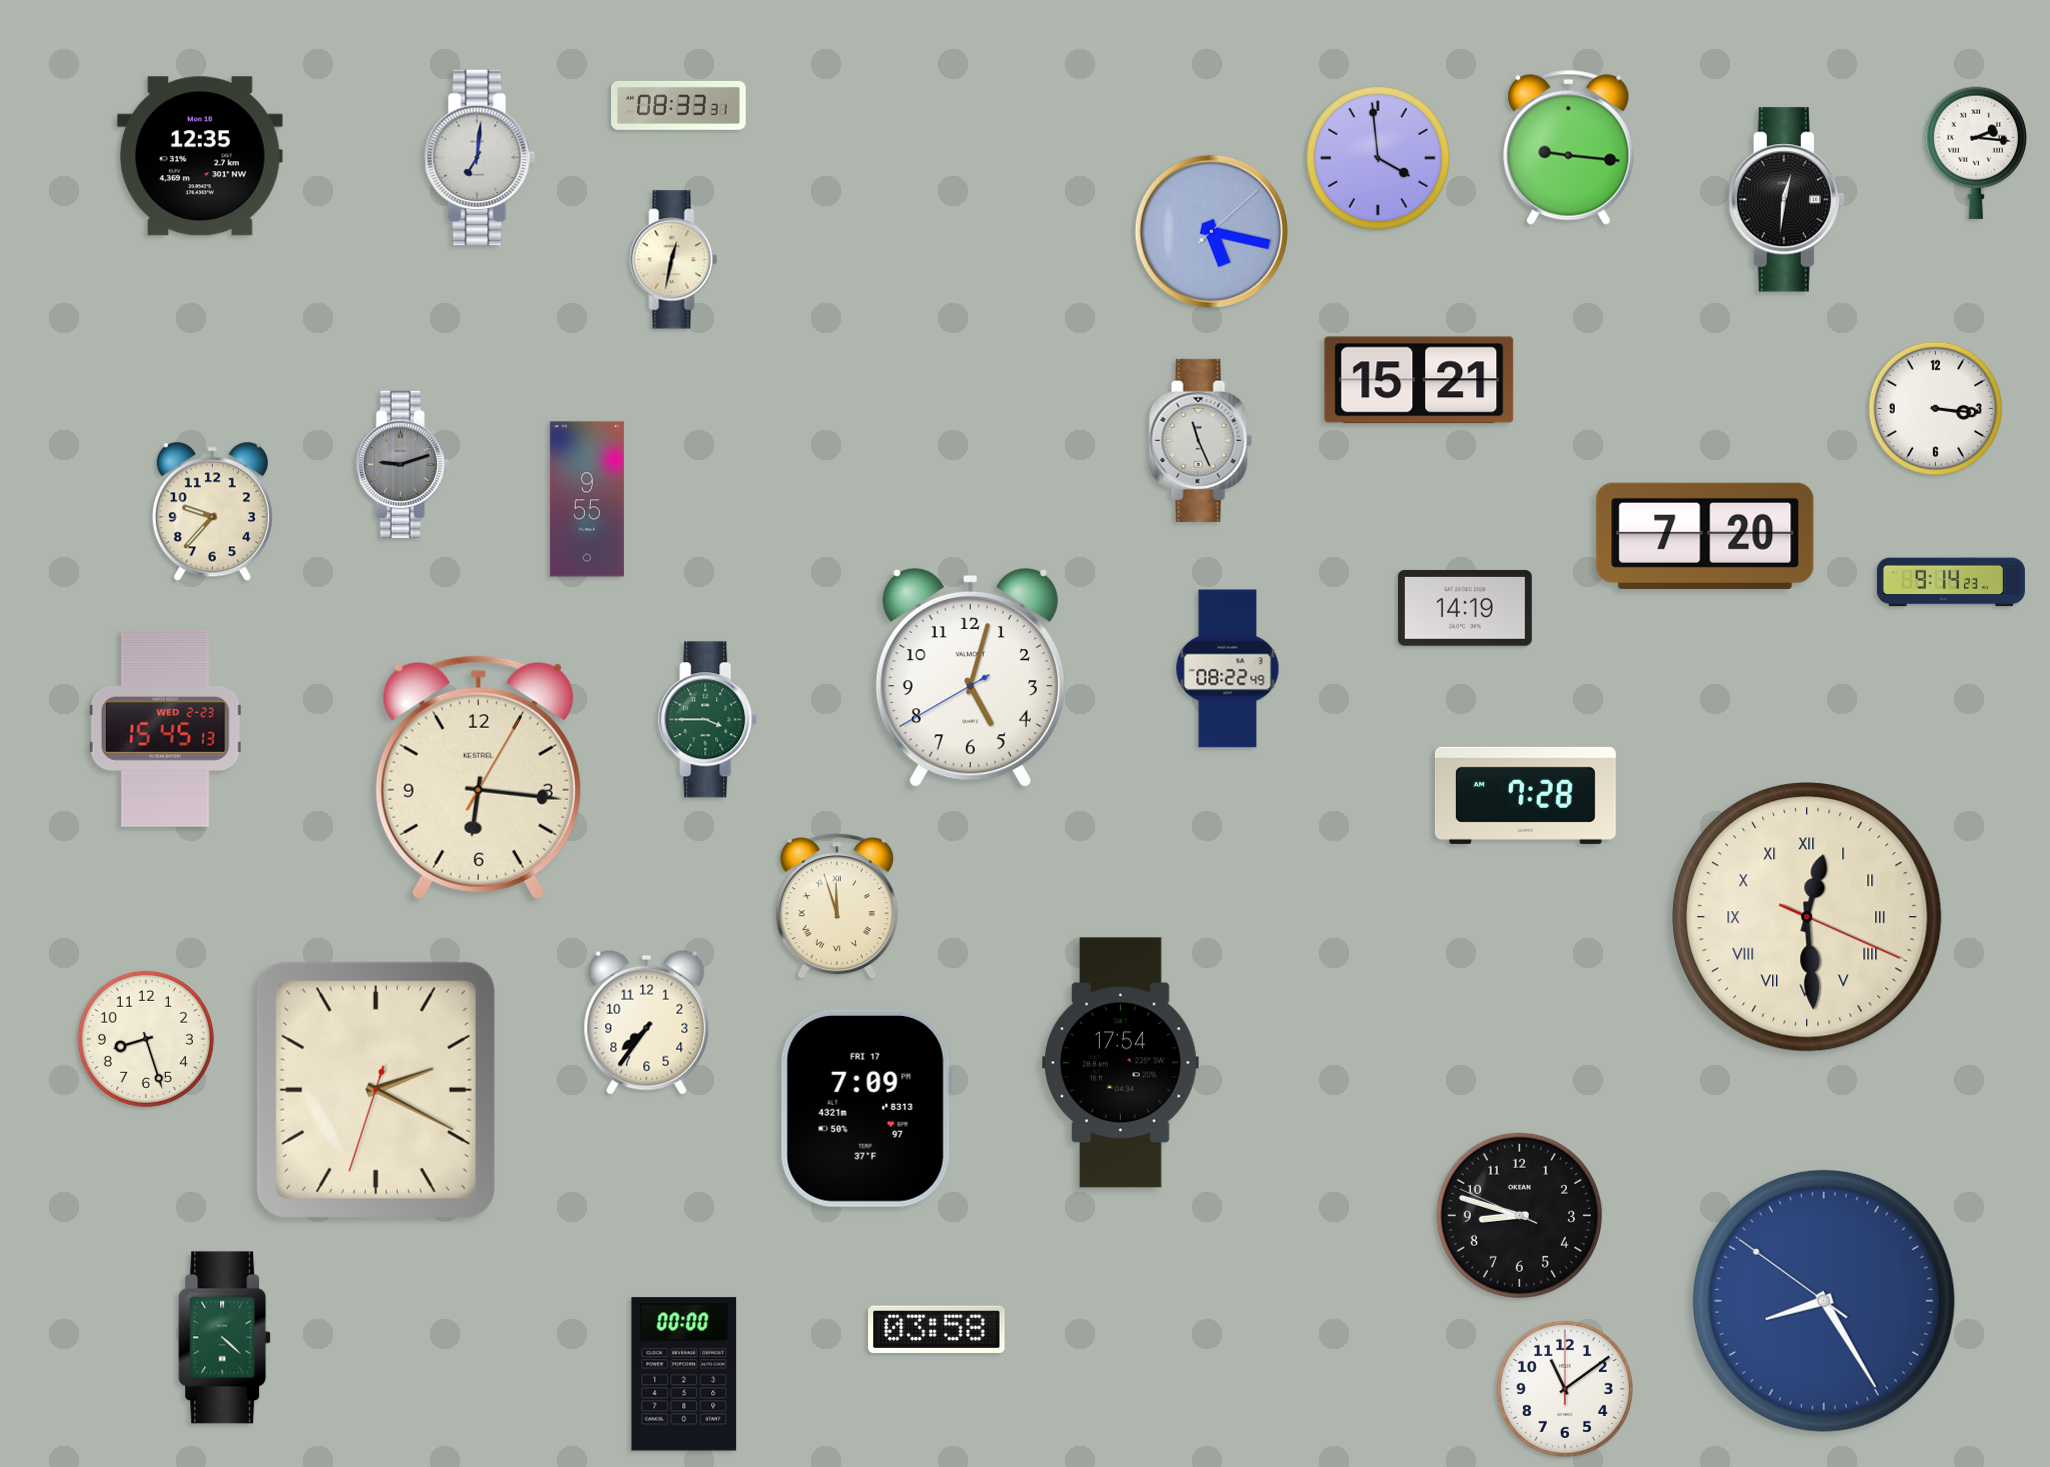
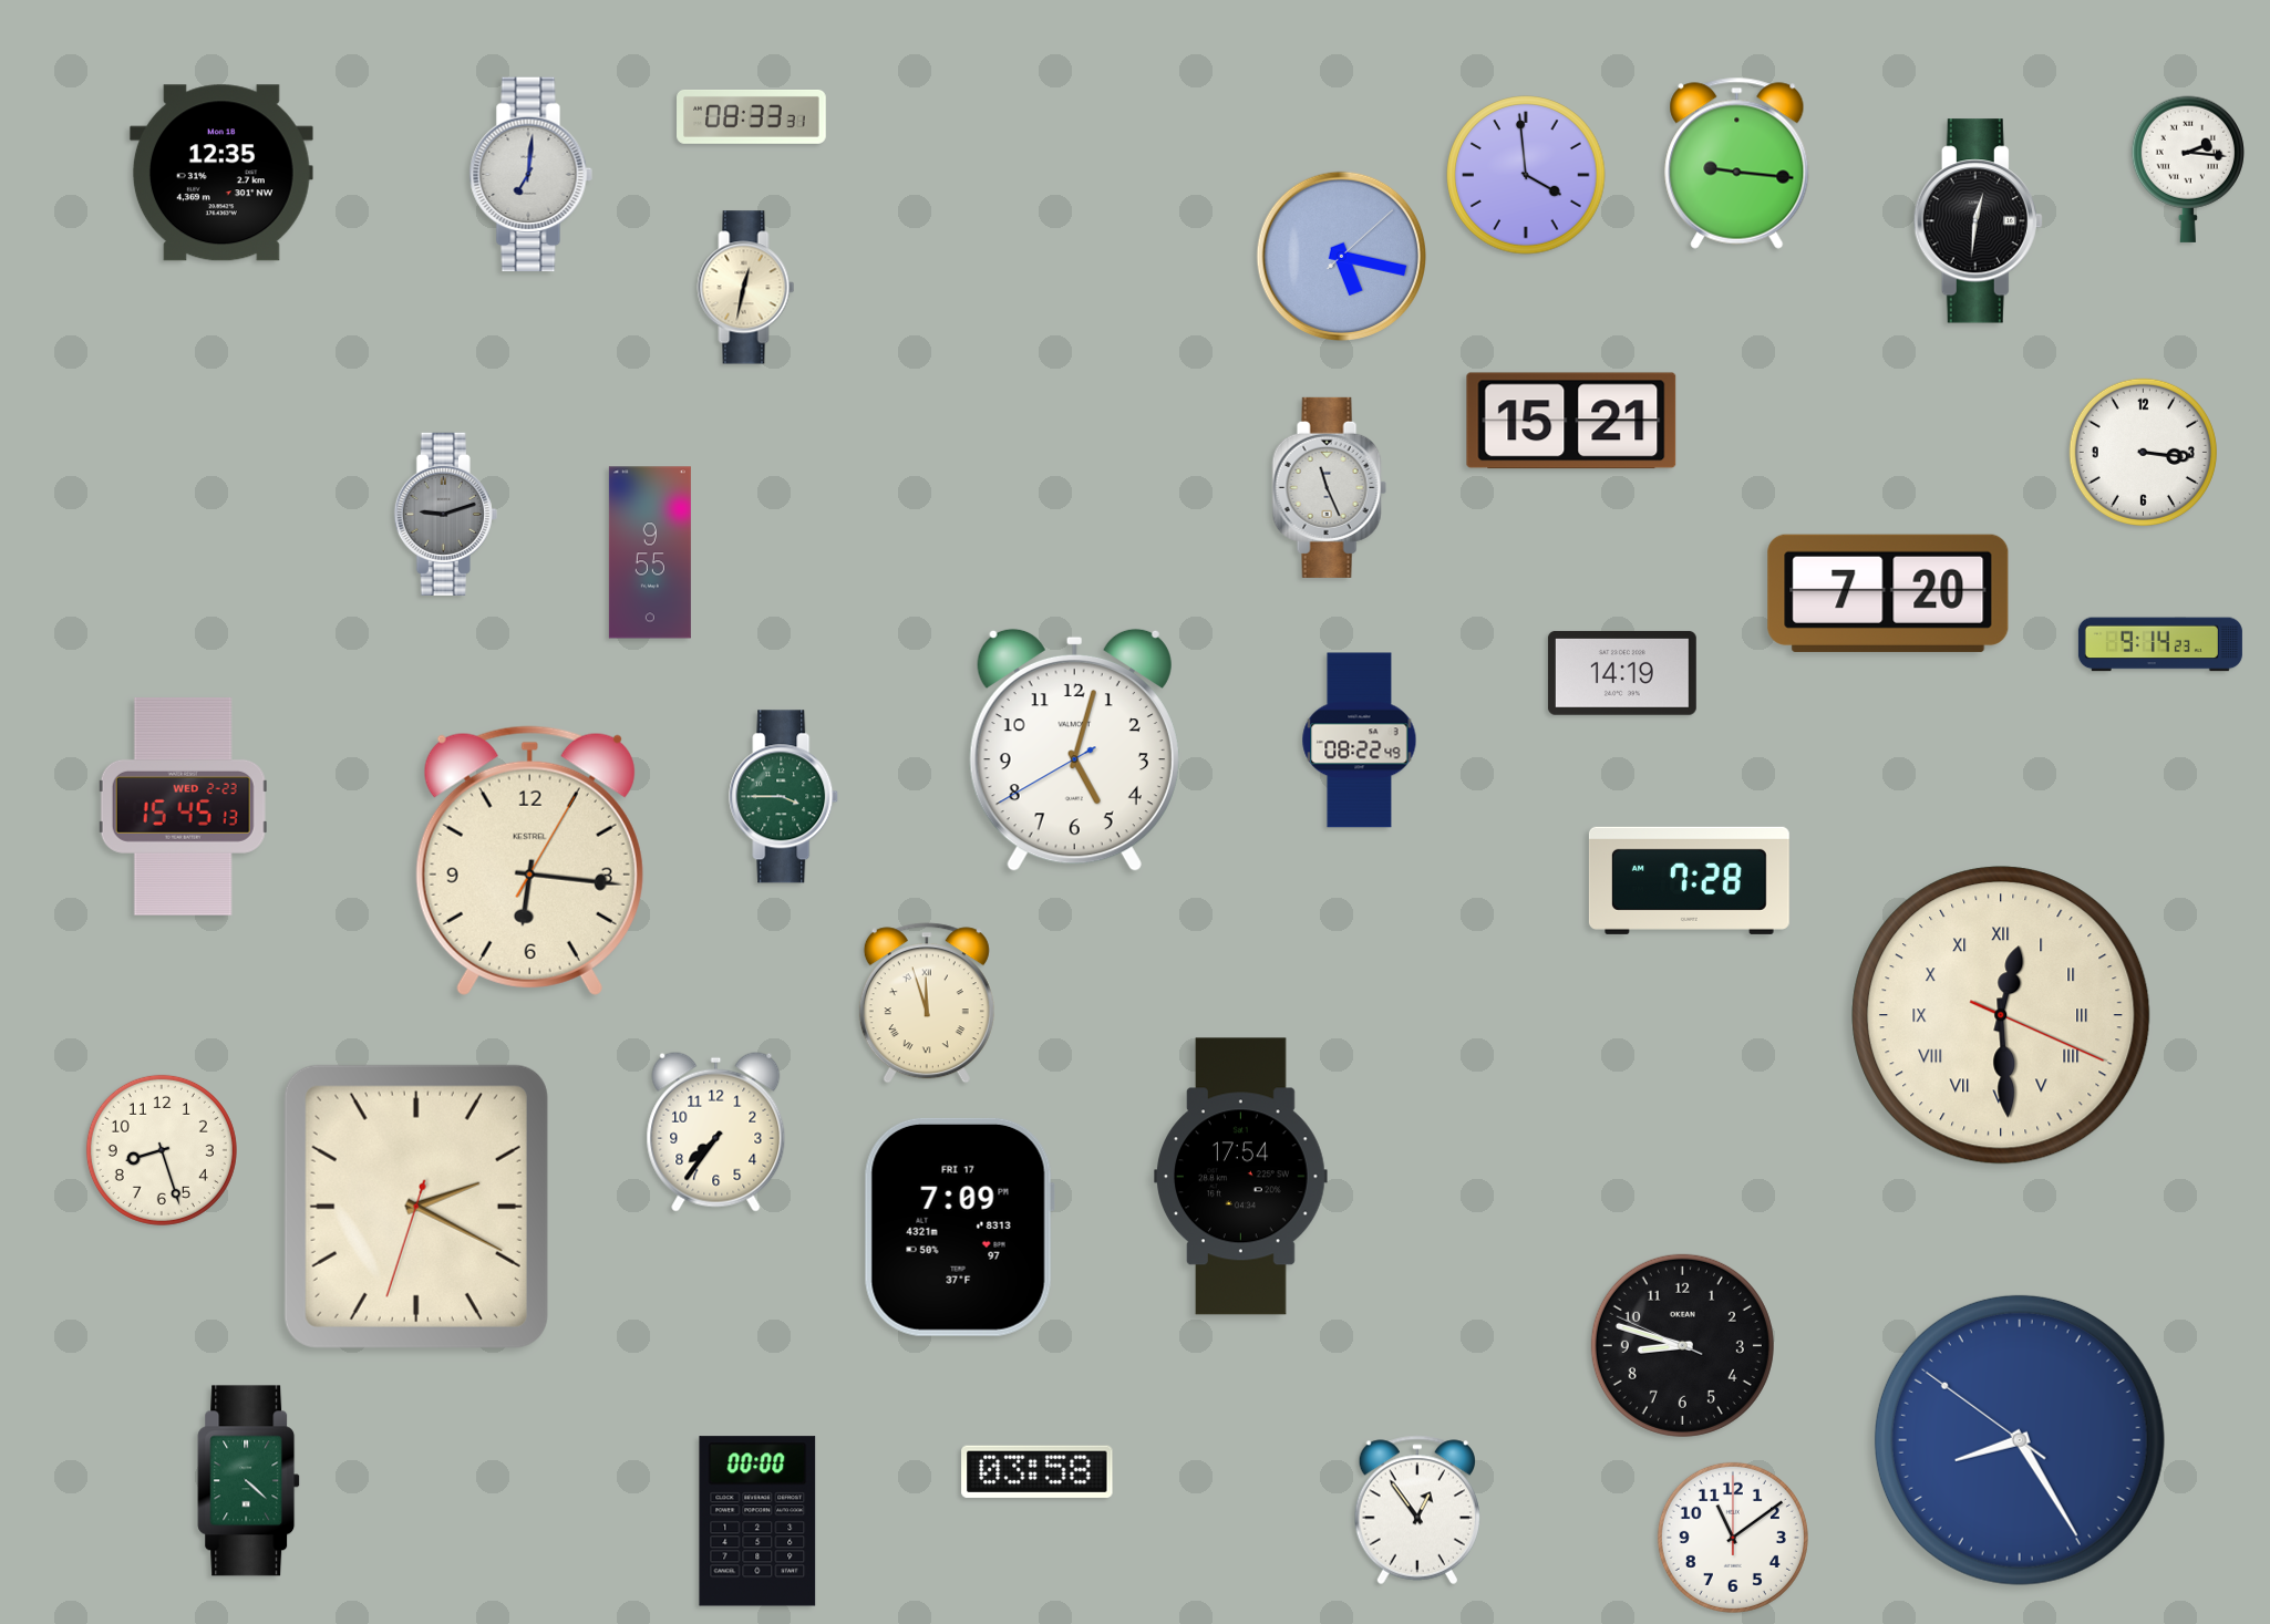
clock at (212, 512): 9:37 -> none
clock at (1416, 1510): none -> 12:54
